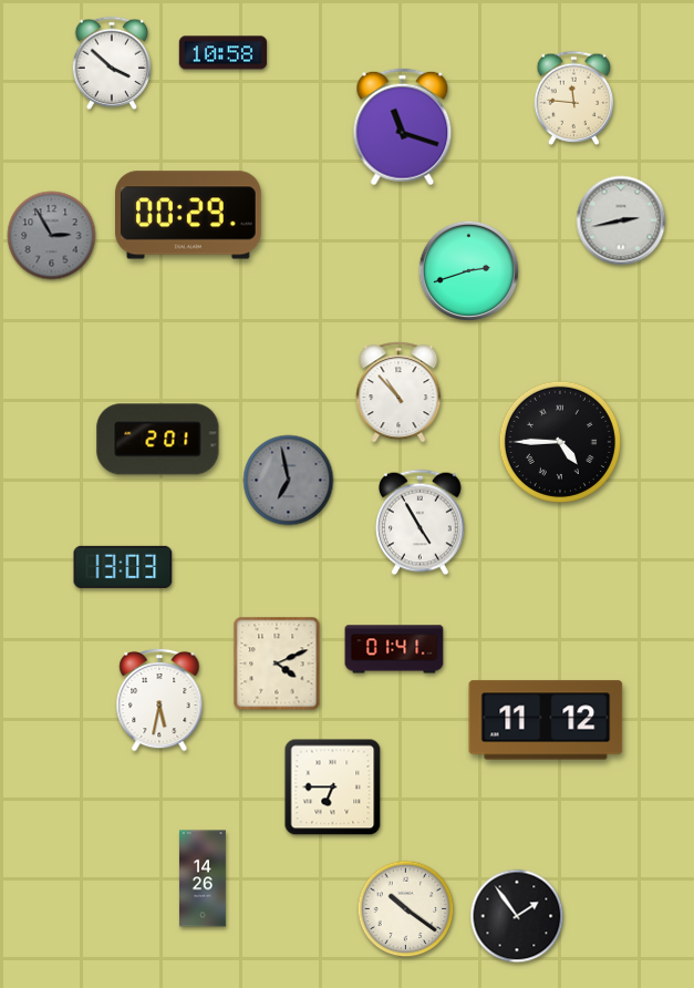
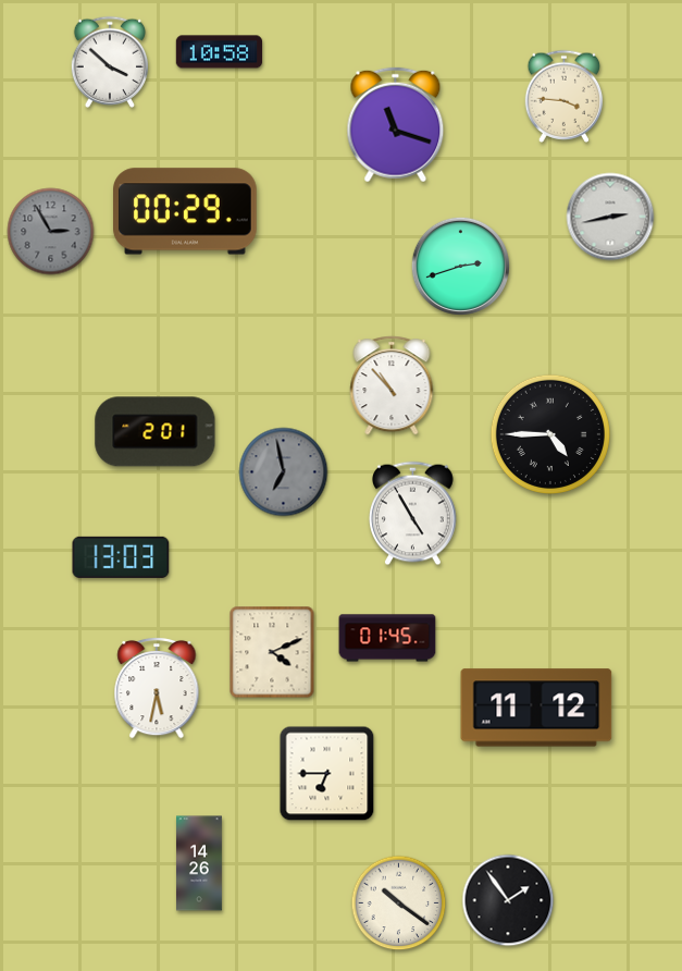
clock at (574, 97): 11:46 -> 3:46
clock at (394, 649): 01:41 -> 01:45
clock at (406, 909) position: (406, 909) -> (399, 904)
